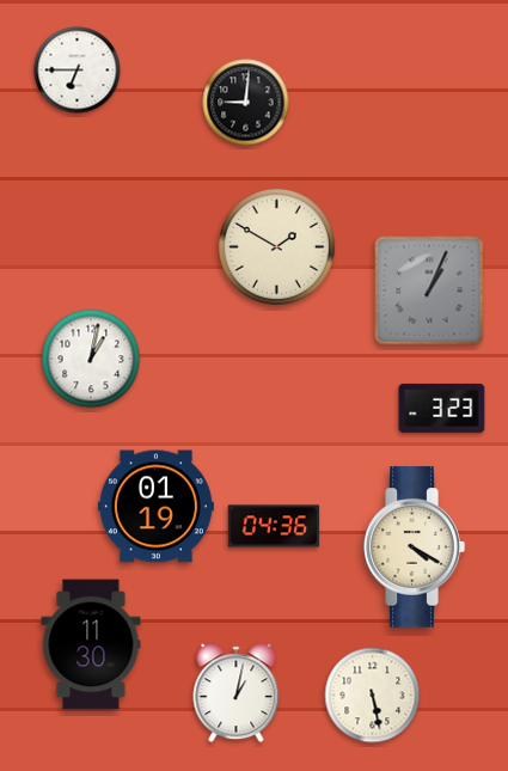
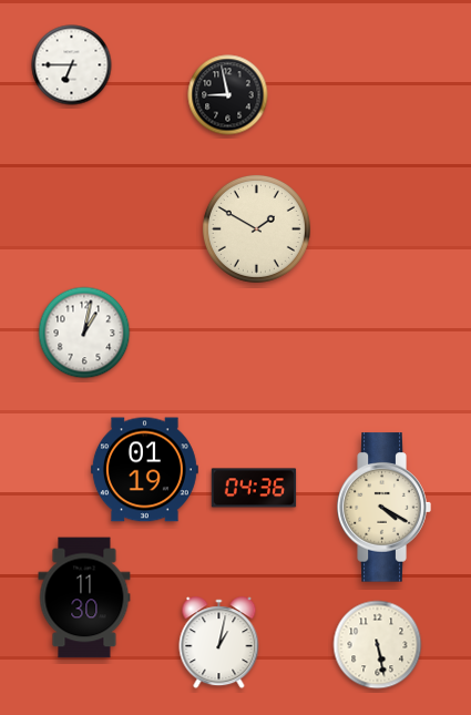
clock at (246, 103): 9:01 -> 8:58
clock at (429, 290): 1:04 -> none
clock at (442, 408): 3:23 -> none
clock at (373, 696) position: (373, 696) -> (378, 645)
